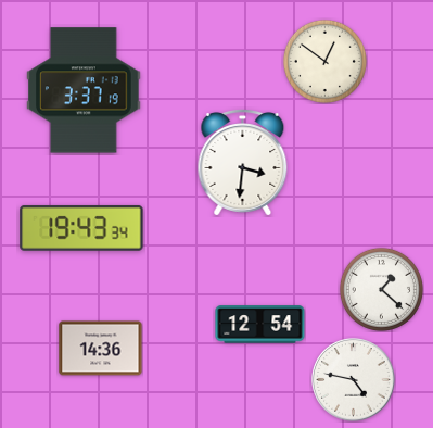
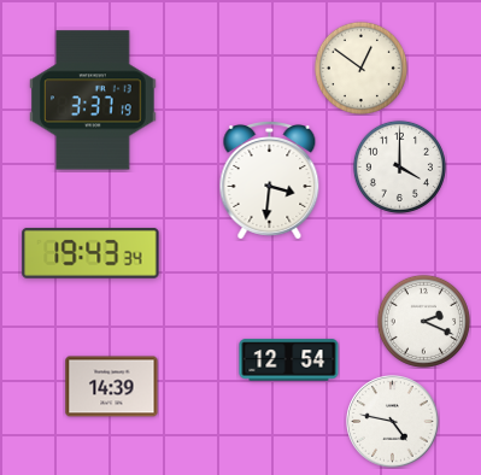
clock at (399, 166): none -> 4:00
clock at (381, 289): 1:22 -> 2:19
clock at (101, 349): 14:36 -> 14:39
